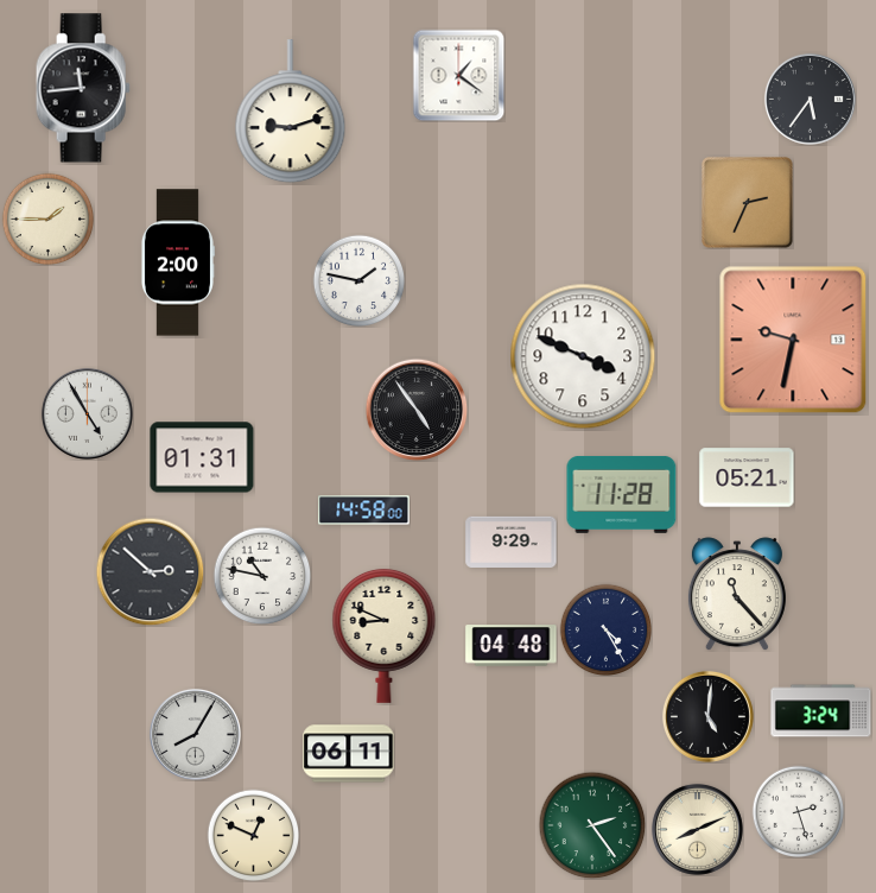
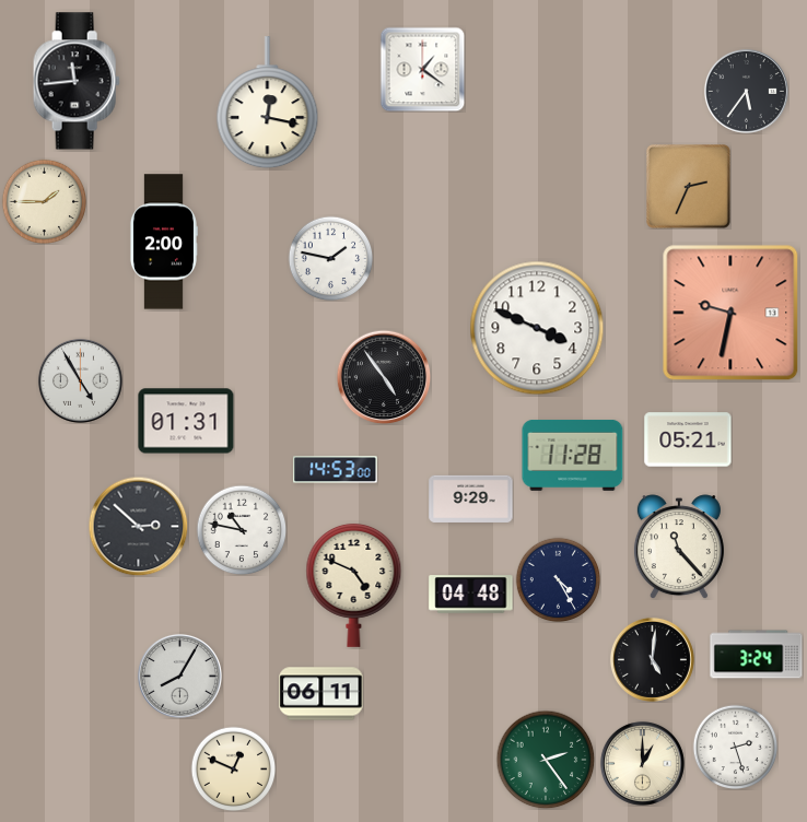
clock at (291, 112): 9:12 -> 12:17
clock at (364, 511): 14:58 -> 14:53
clock at (385, 635): 8:49 -> 4:49
clock at (697, 829): 8:11 -> 1:00
